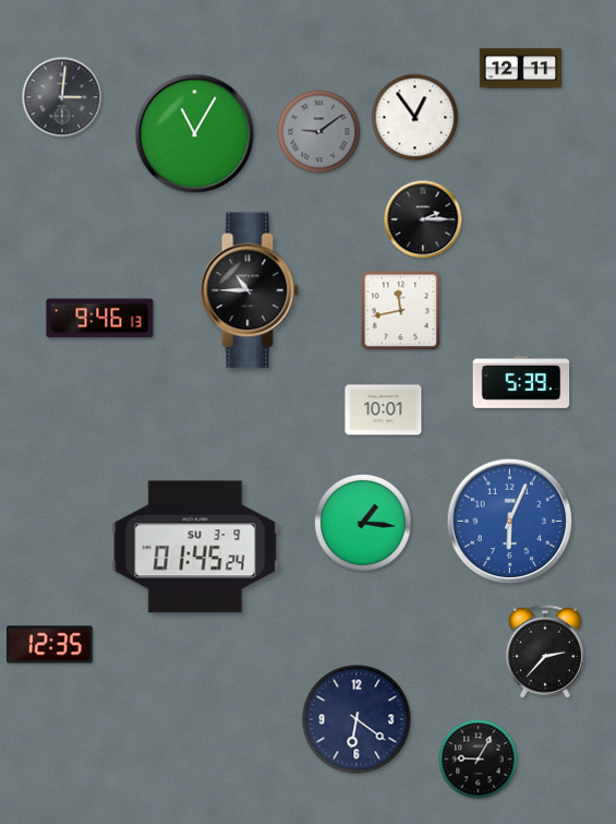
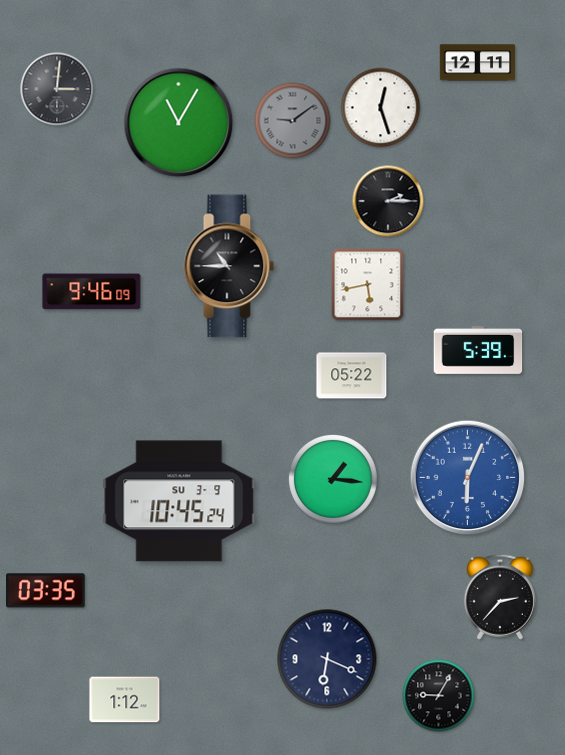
clock at (415, 118): 12:54 -> 12:27
clock at (401, 311): 11:43 -> 5:43
clock at (100, 319): 9:46:13 -> 9:46:09
clock at (384, 410): 10:01 -> 05:22
clock at (195, 547): 01:45 -> 10:45
clock at (50, 645): 12:35 -> 03:35
clock at (357, 719): 6:21 -> 6:19
clock at (125, 700): none -> 1:12
